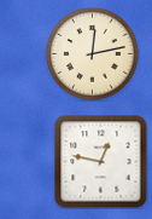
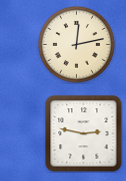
clock at (101, 162): 12:47 -> 2:47
